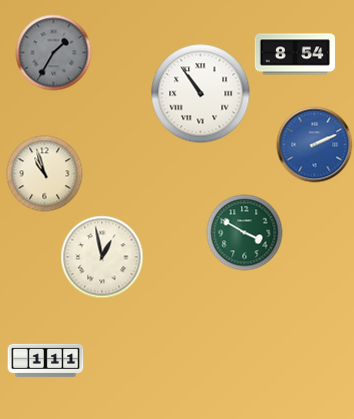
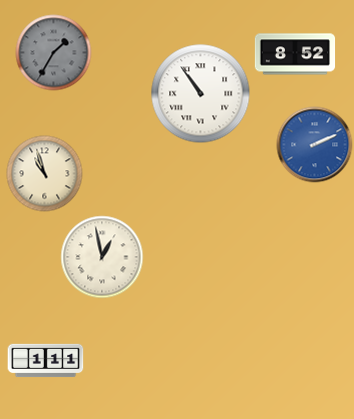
clock at (295, 54): 8:54 -> 8:52
clock at (245, 233): 3:50 -> none
